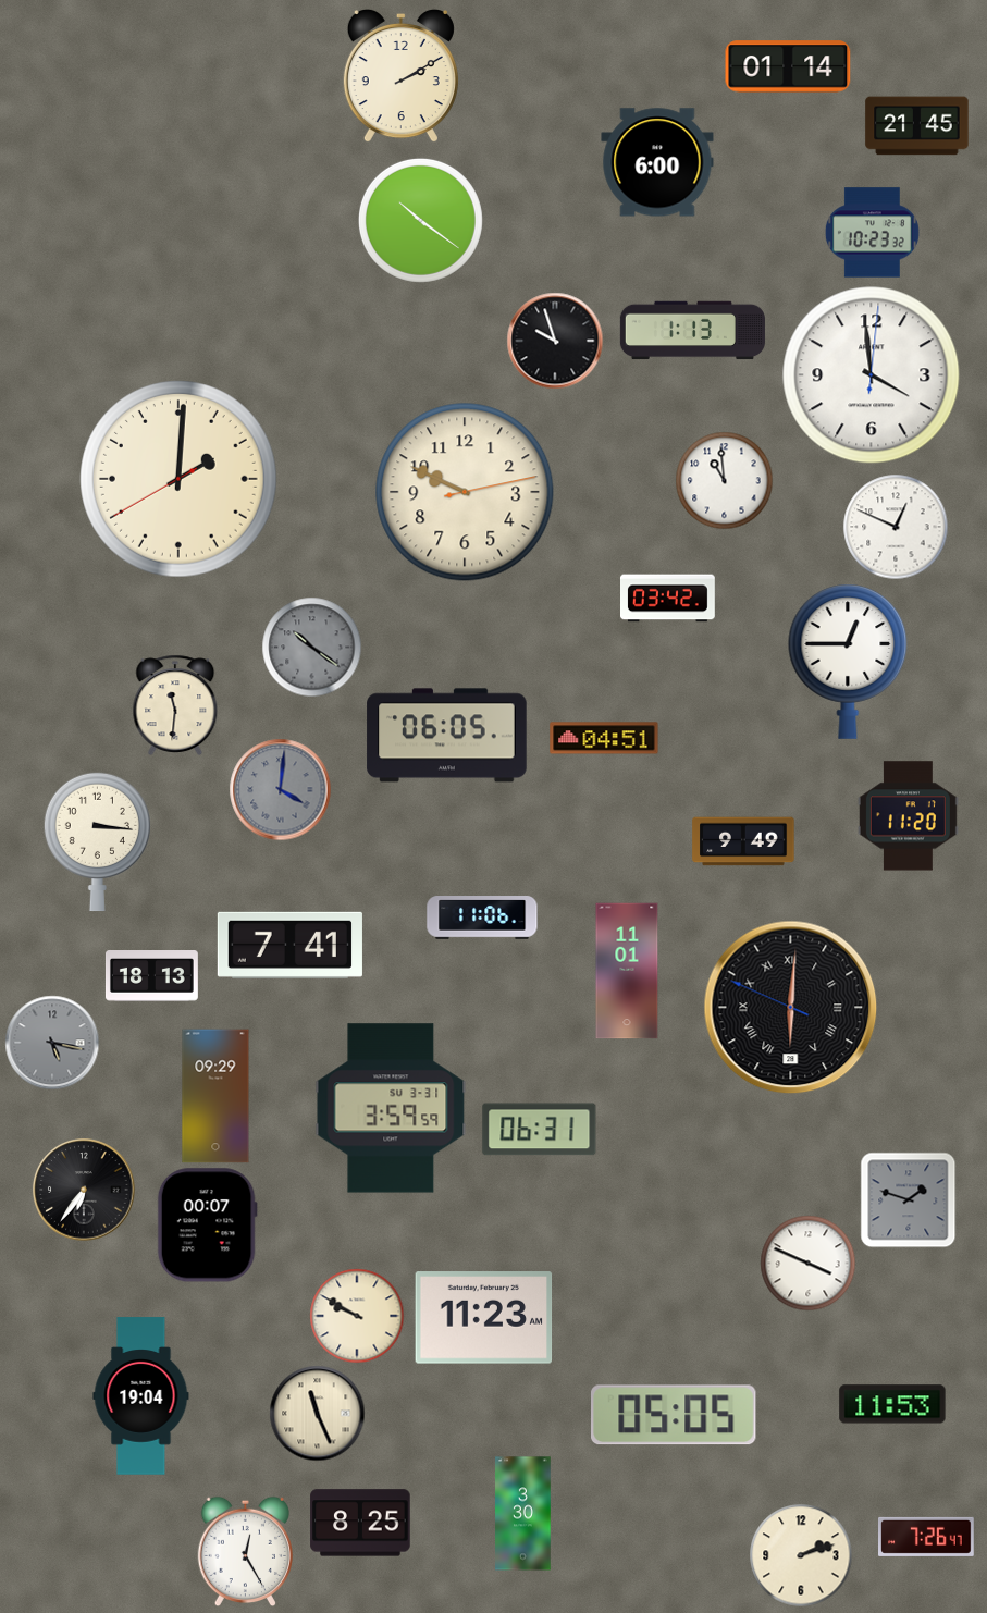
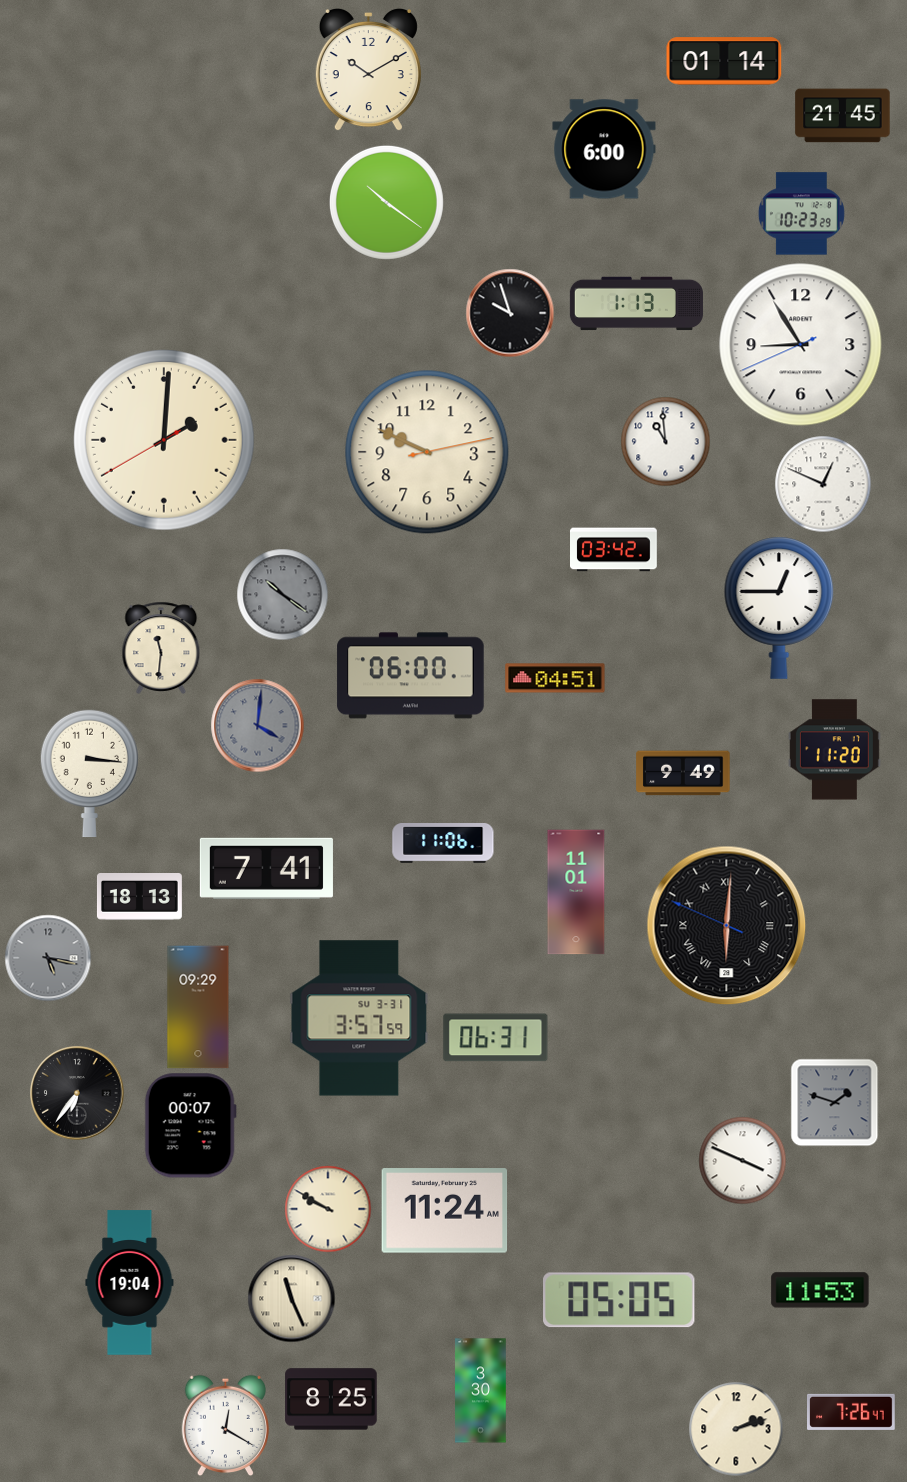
clock at (400, 75): 2:10 -> 10:10
clock at (872, 233): 10:23:32 -> 10:23:29
clock at (872, 375): 3:59 -> 8:54
clock at (311, 647) position: (311, 647) -> (282, 594)
clock at (447, 736): 06:05 -> 06:00
clock at (391, 1108): 3:59 -> 3:57
clock at (484, 1318): 11:23 -> 11:24
clock at (245, 1551): 12:25 -> 12:20
